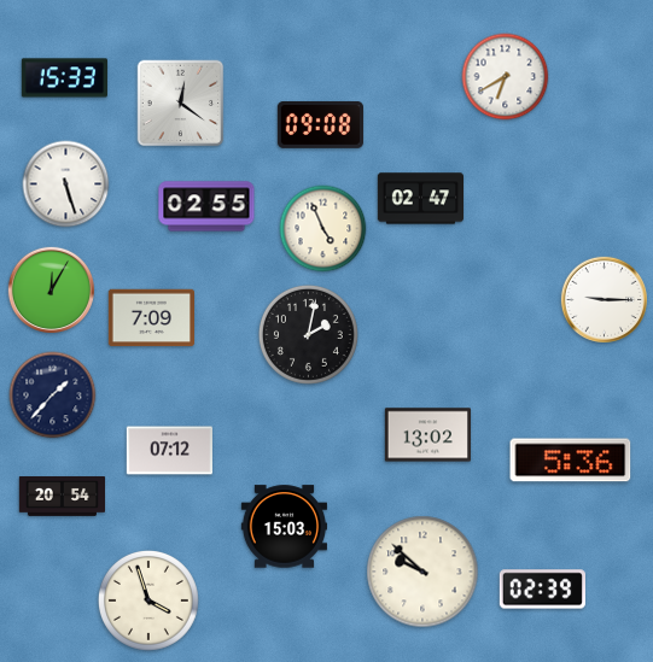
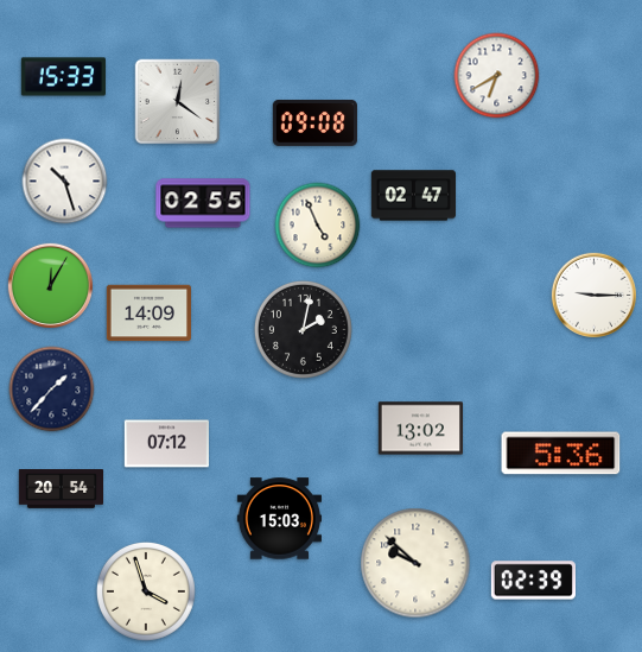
clock at (66, 184): 5:27 -> 10:27
clock at (151, 318): 7:09 -> 14:09
